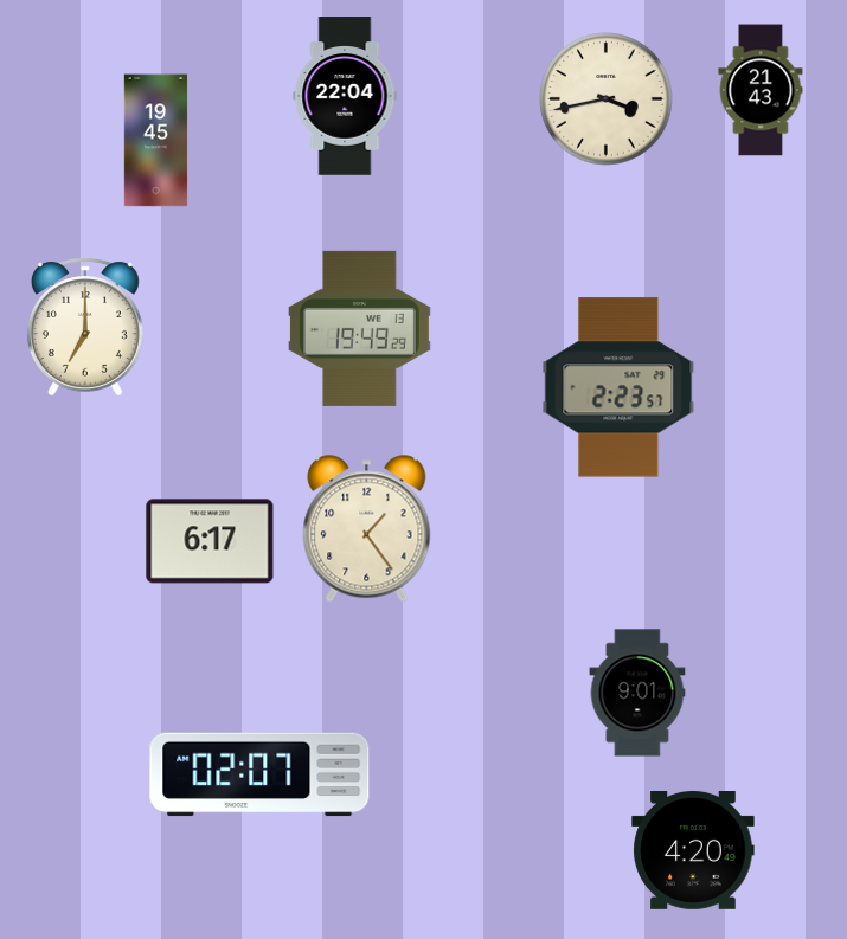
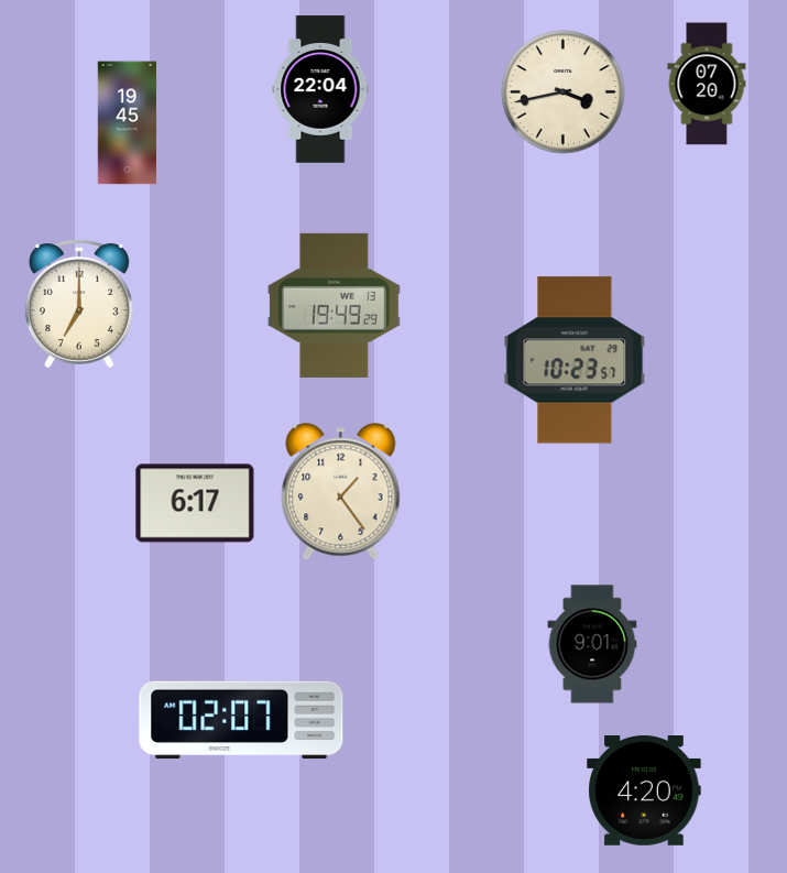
clock at (761, 90): 21:43 -> 07:20
clock at (156, 141) position: (156, 141) -> (128, 123)
clock at (618, 387): 2:23 -> 10:23
